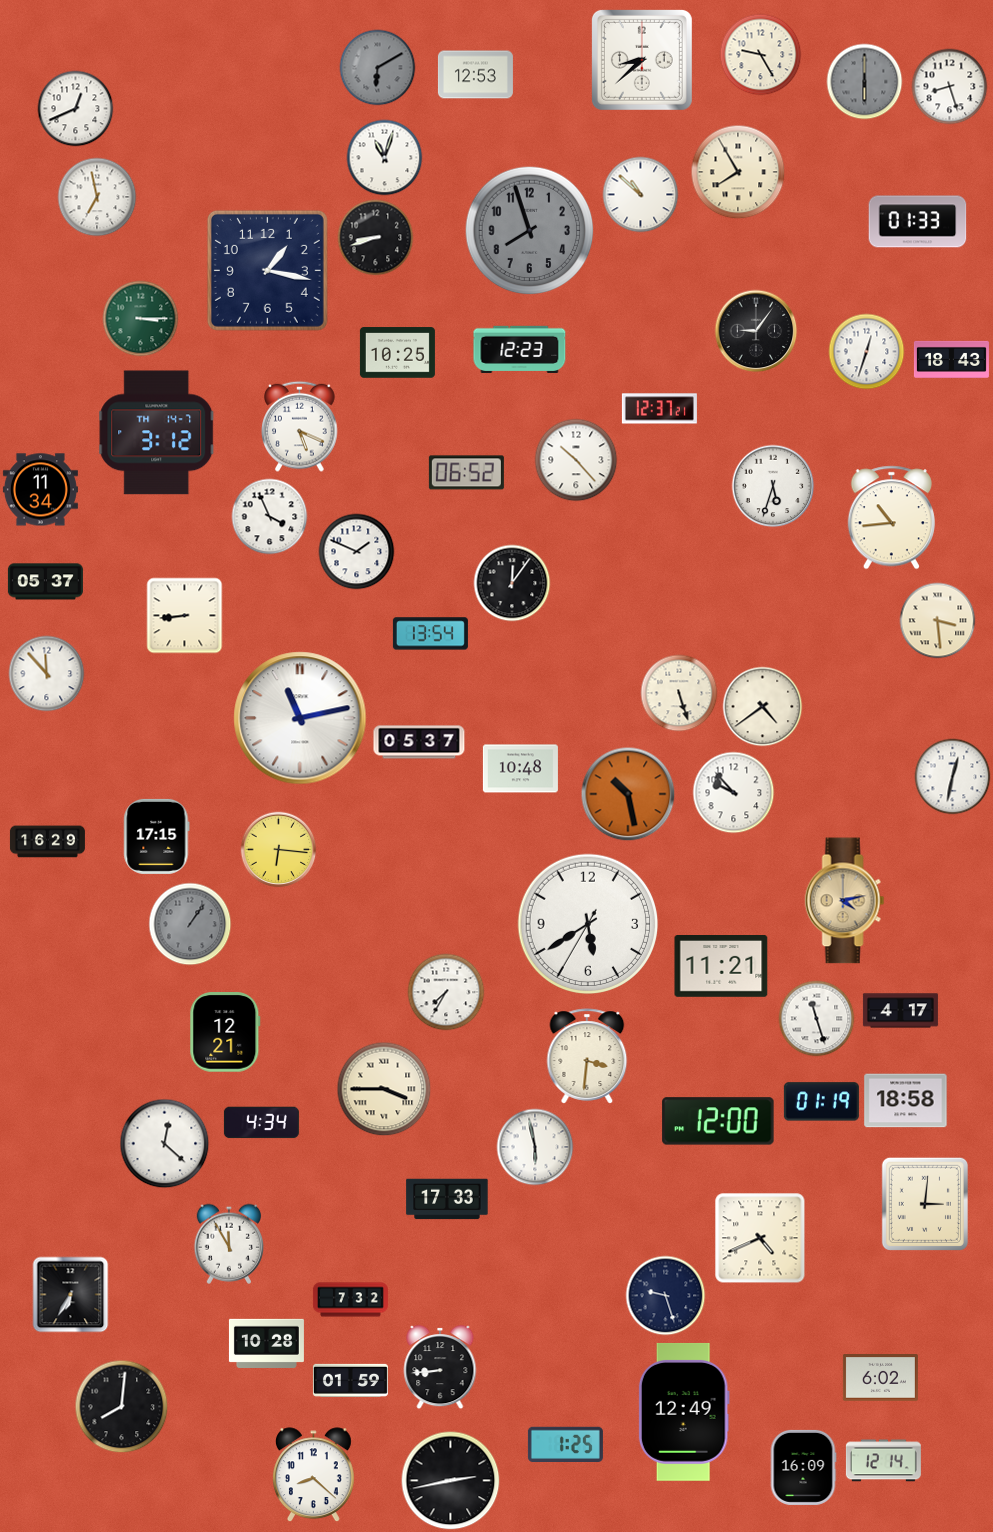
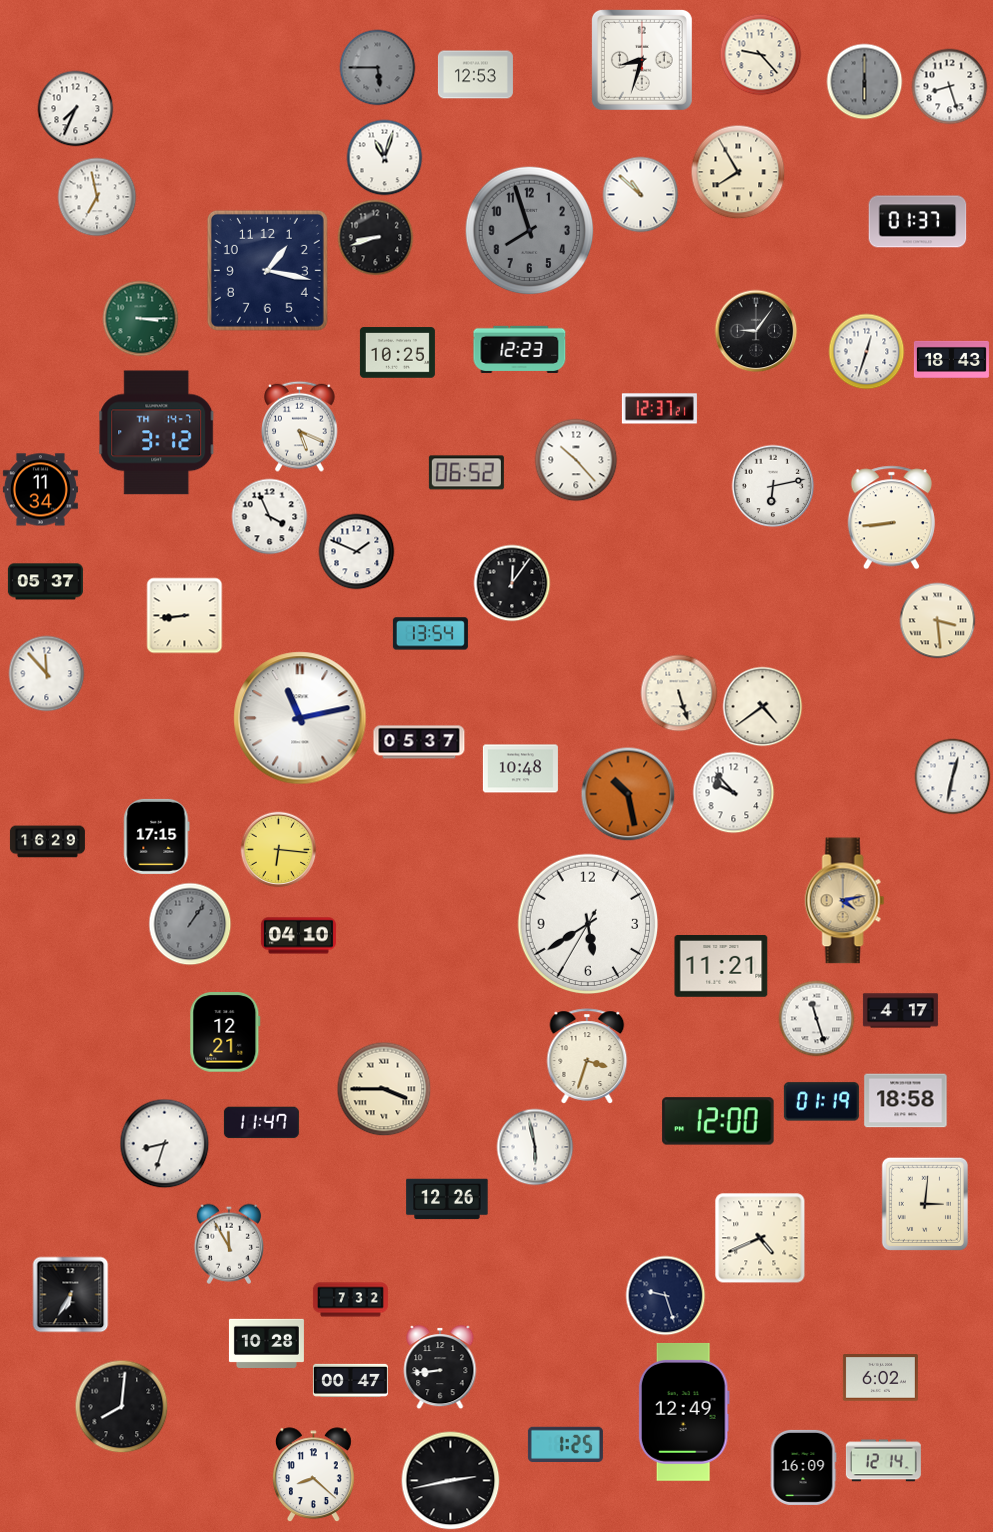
clock at (761, 55): 9:25 -> 9:23
clock at (642, 60): 8:38 -> 8:33
clock at (378, 68): 6:10 -> 5:45
clock at (76, 109): 12:41 -> 7:34
clock at (918, 222): 01:33 -> 01:37
clock at (773, 486): 5:33 -> 6:13
clock at (891, 518): 10:44 -> 8:44
clock at (298, 936): none -> 04:10
clock at (446, 992): 7:35 -> none
clock at (587, 1056): 3:31 -> 3:33
clock at (261, 1123): 4:34 -> 11:47
clock at (165, 1144): 12:22 -> 8:33
clock at (447, 1199): 17:33 -> 12:26
clock at (350, 1380): 01:59 -> 00:47
